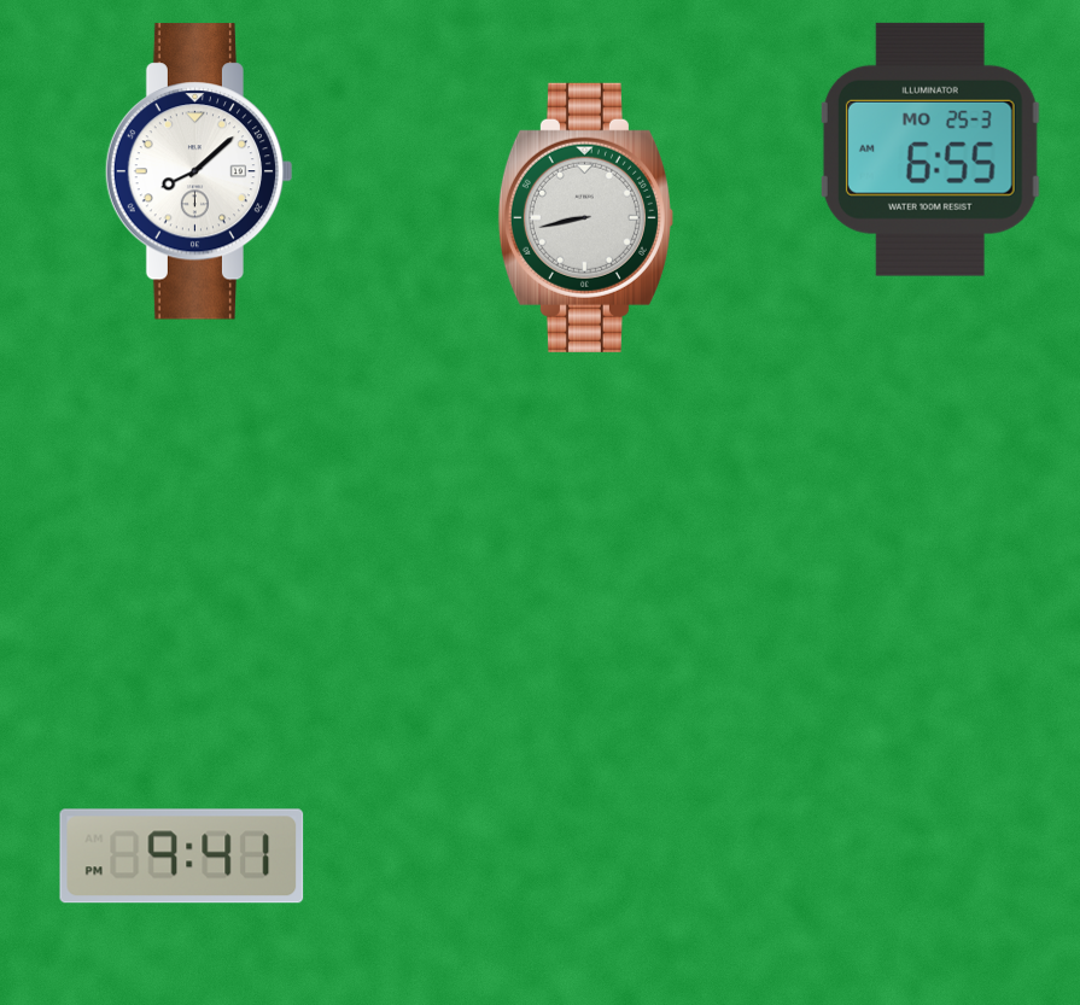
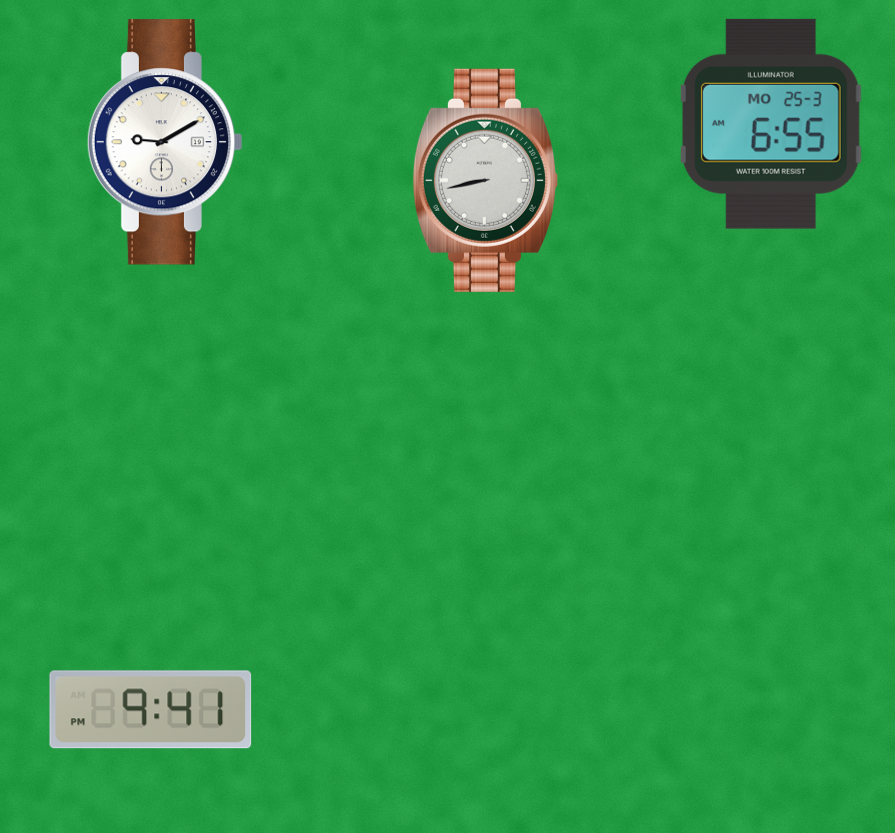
clock at (199, 171): 8:08 -> 9:10
